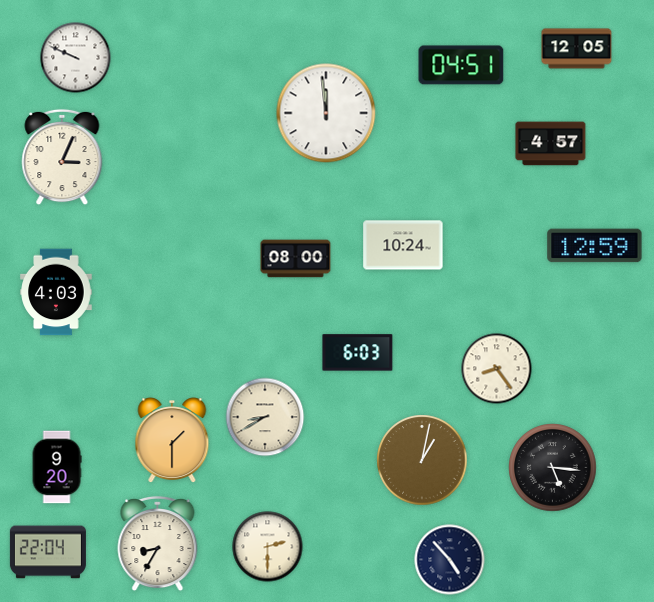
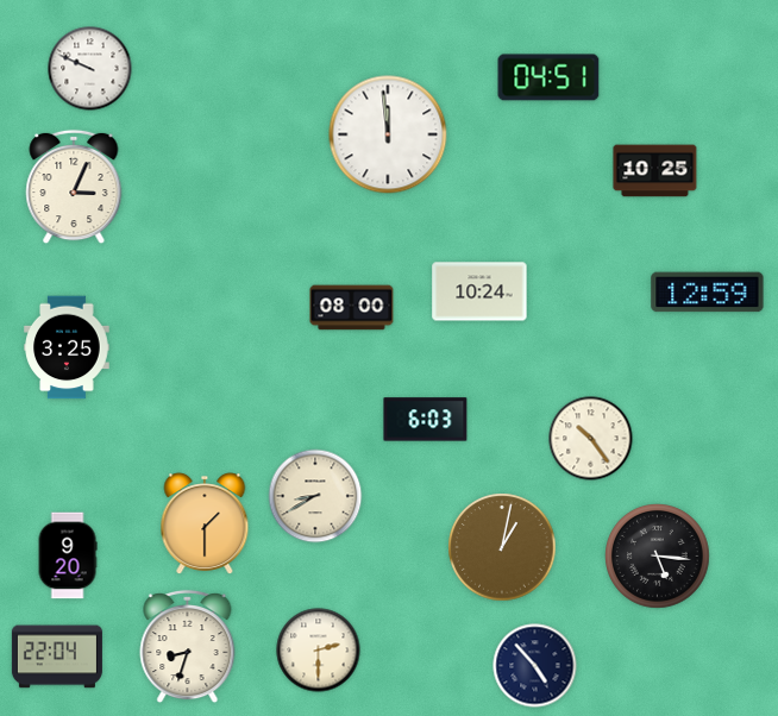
clock at (577, 49): 12:05 -> none
clock at (551, 144): 4:57 -> 10:25
clock at (56, 292): 4:03 -> 3:25
clock at (497, 369): 8:24 -> 10:24
clock at (158, 544): 8:35 -> 8:33
